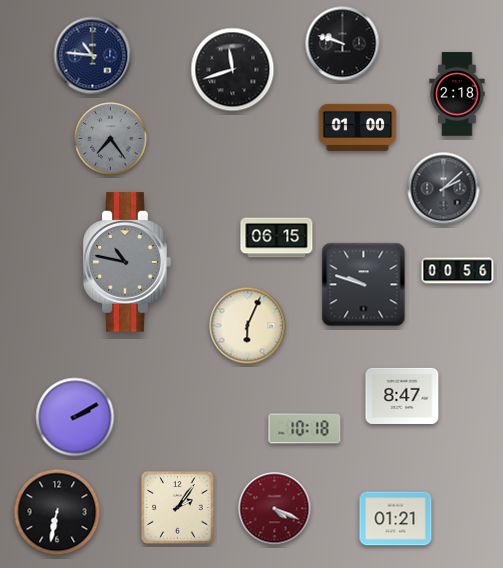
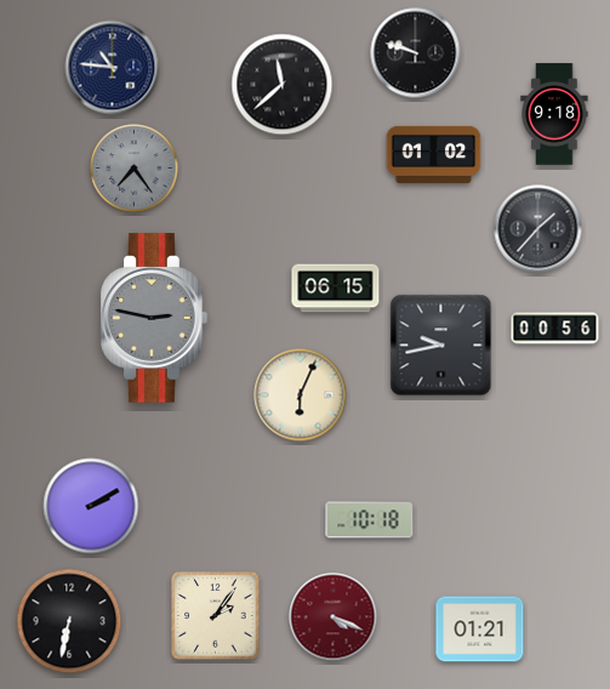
clock at (233, 70): 11:42 -> 11:38
clock at (457, 94): 2:18 -> 9:18
clock at (358, 127): 01:00 -> 01:02
clock at (444, 189): 2:08 -> 1:37
clock at (127, 262): 10:47 -> 2:47
clock at (364, 285): 9:48 -> 9:43
clock at (402, 396): 8:47 -> none
